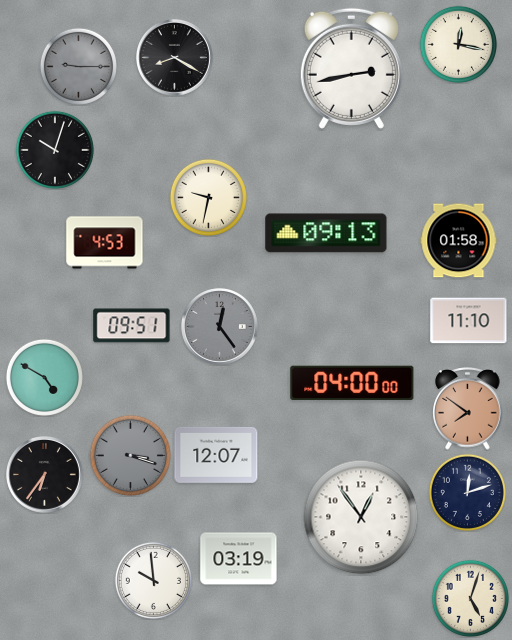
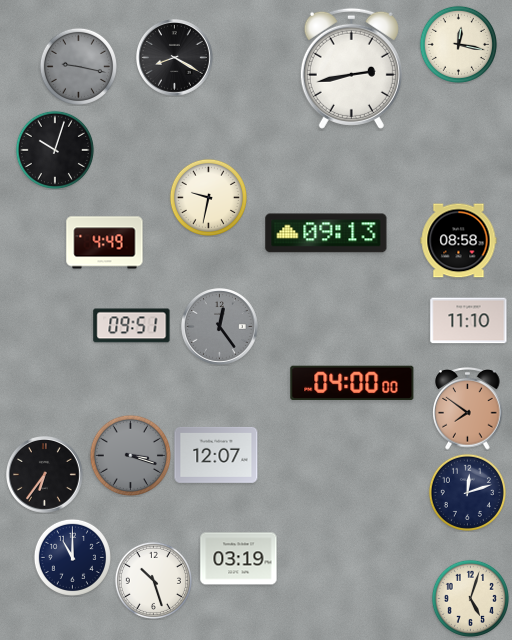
clock at (78, 66): 9:15 -> 9:17
clock at (459, 241): 01:58 -> 08:58
clock at (105, 243): 4:53 -> 4:49
clock at (44, 377): 4:50 -> none
clock at (361, 517): 12:54 -> none
clock at (72, 557): none -> 11:00
clock at (153, 580): 9:59 -> 10:27
